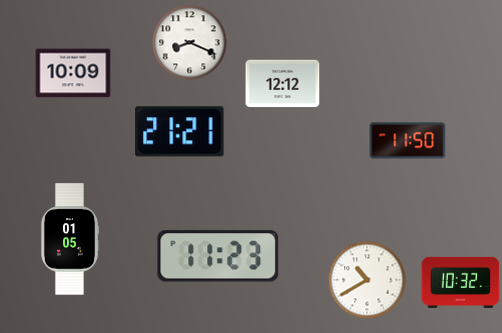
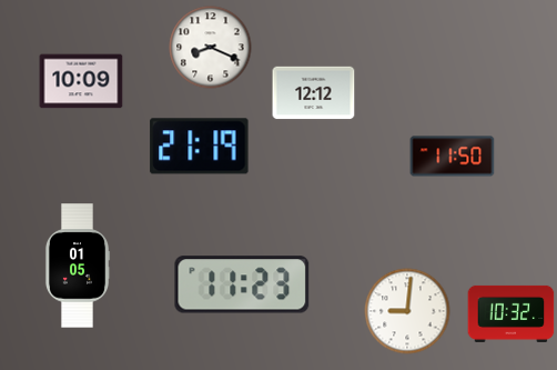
clock at (180, 132): 21:21 -> 21:19
clock at (367, 280): 10:40 -> 9:01
